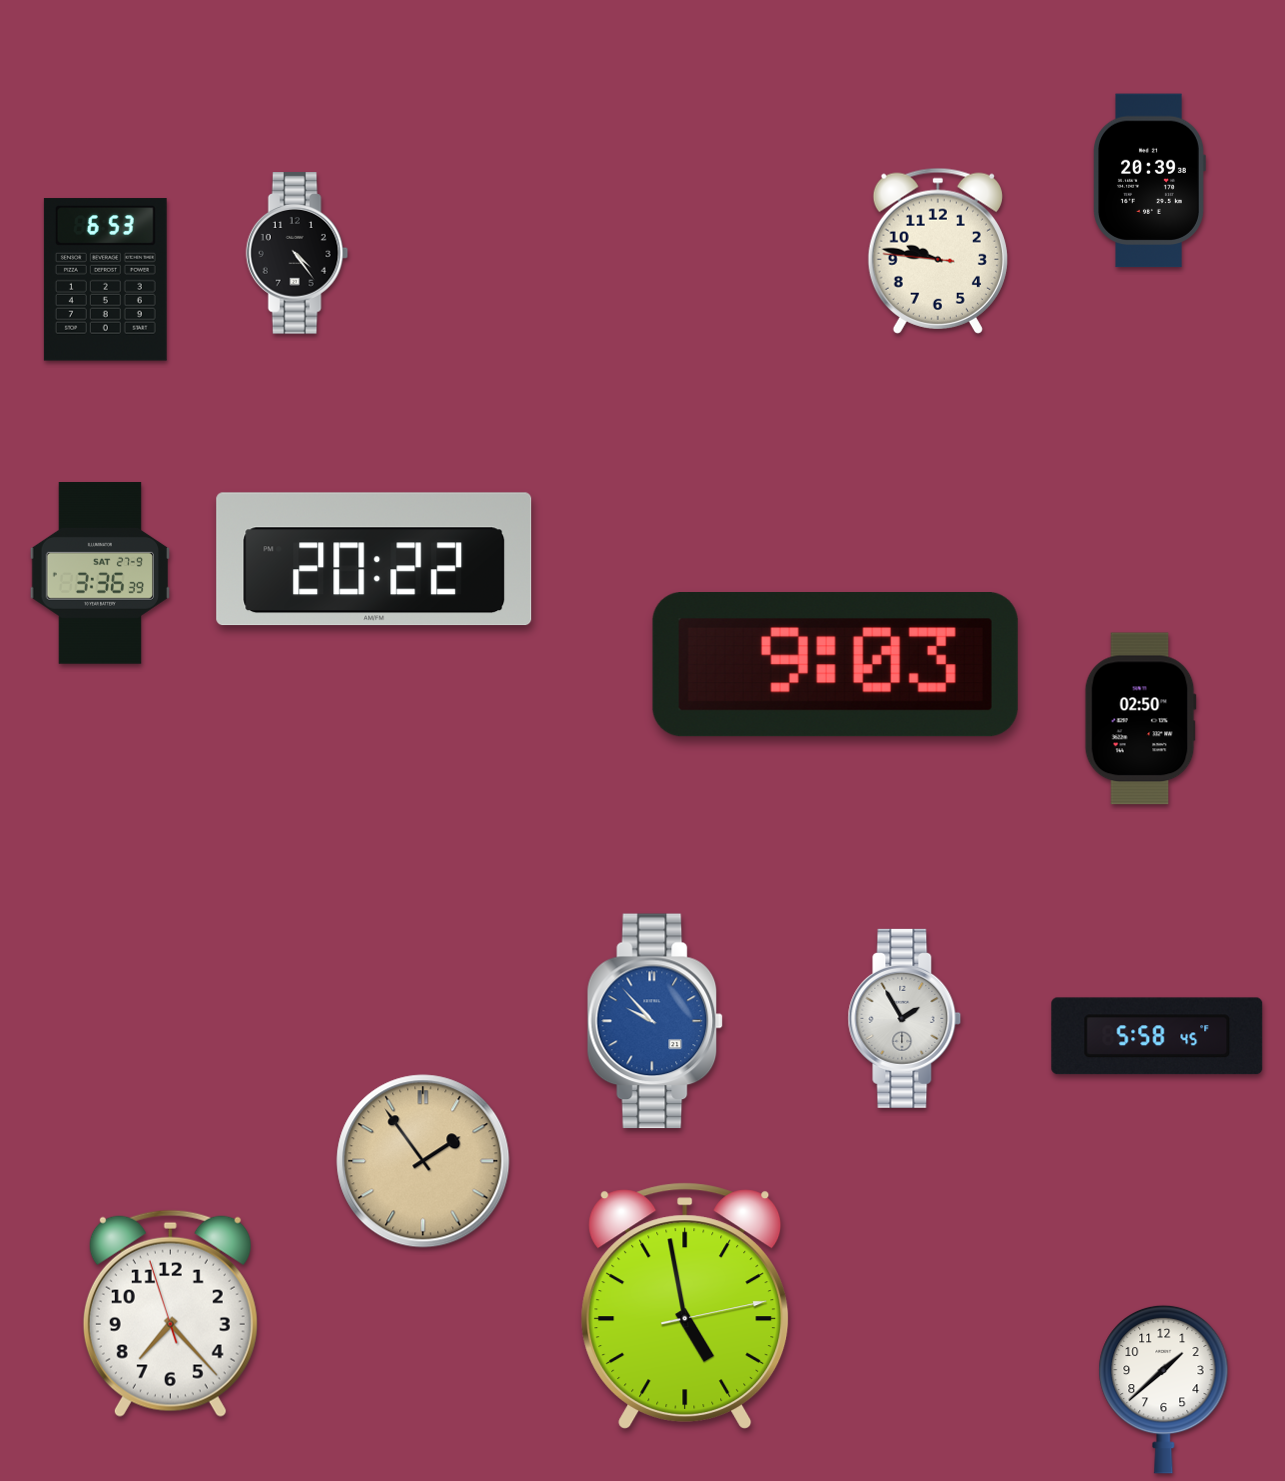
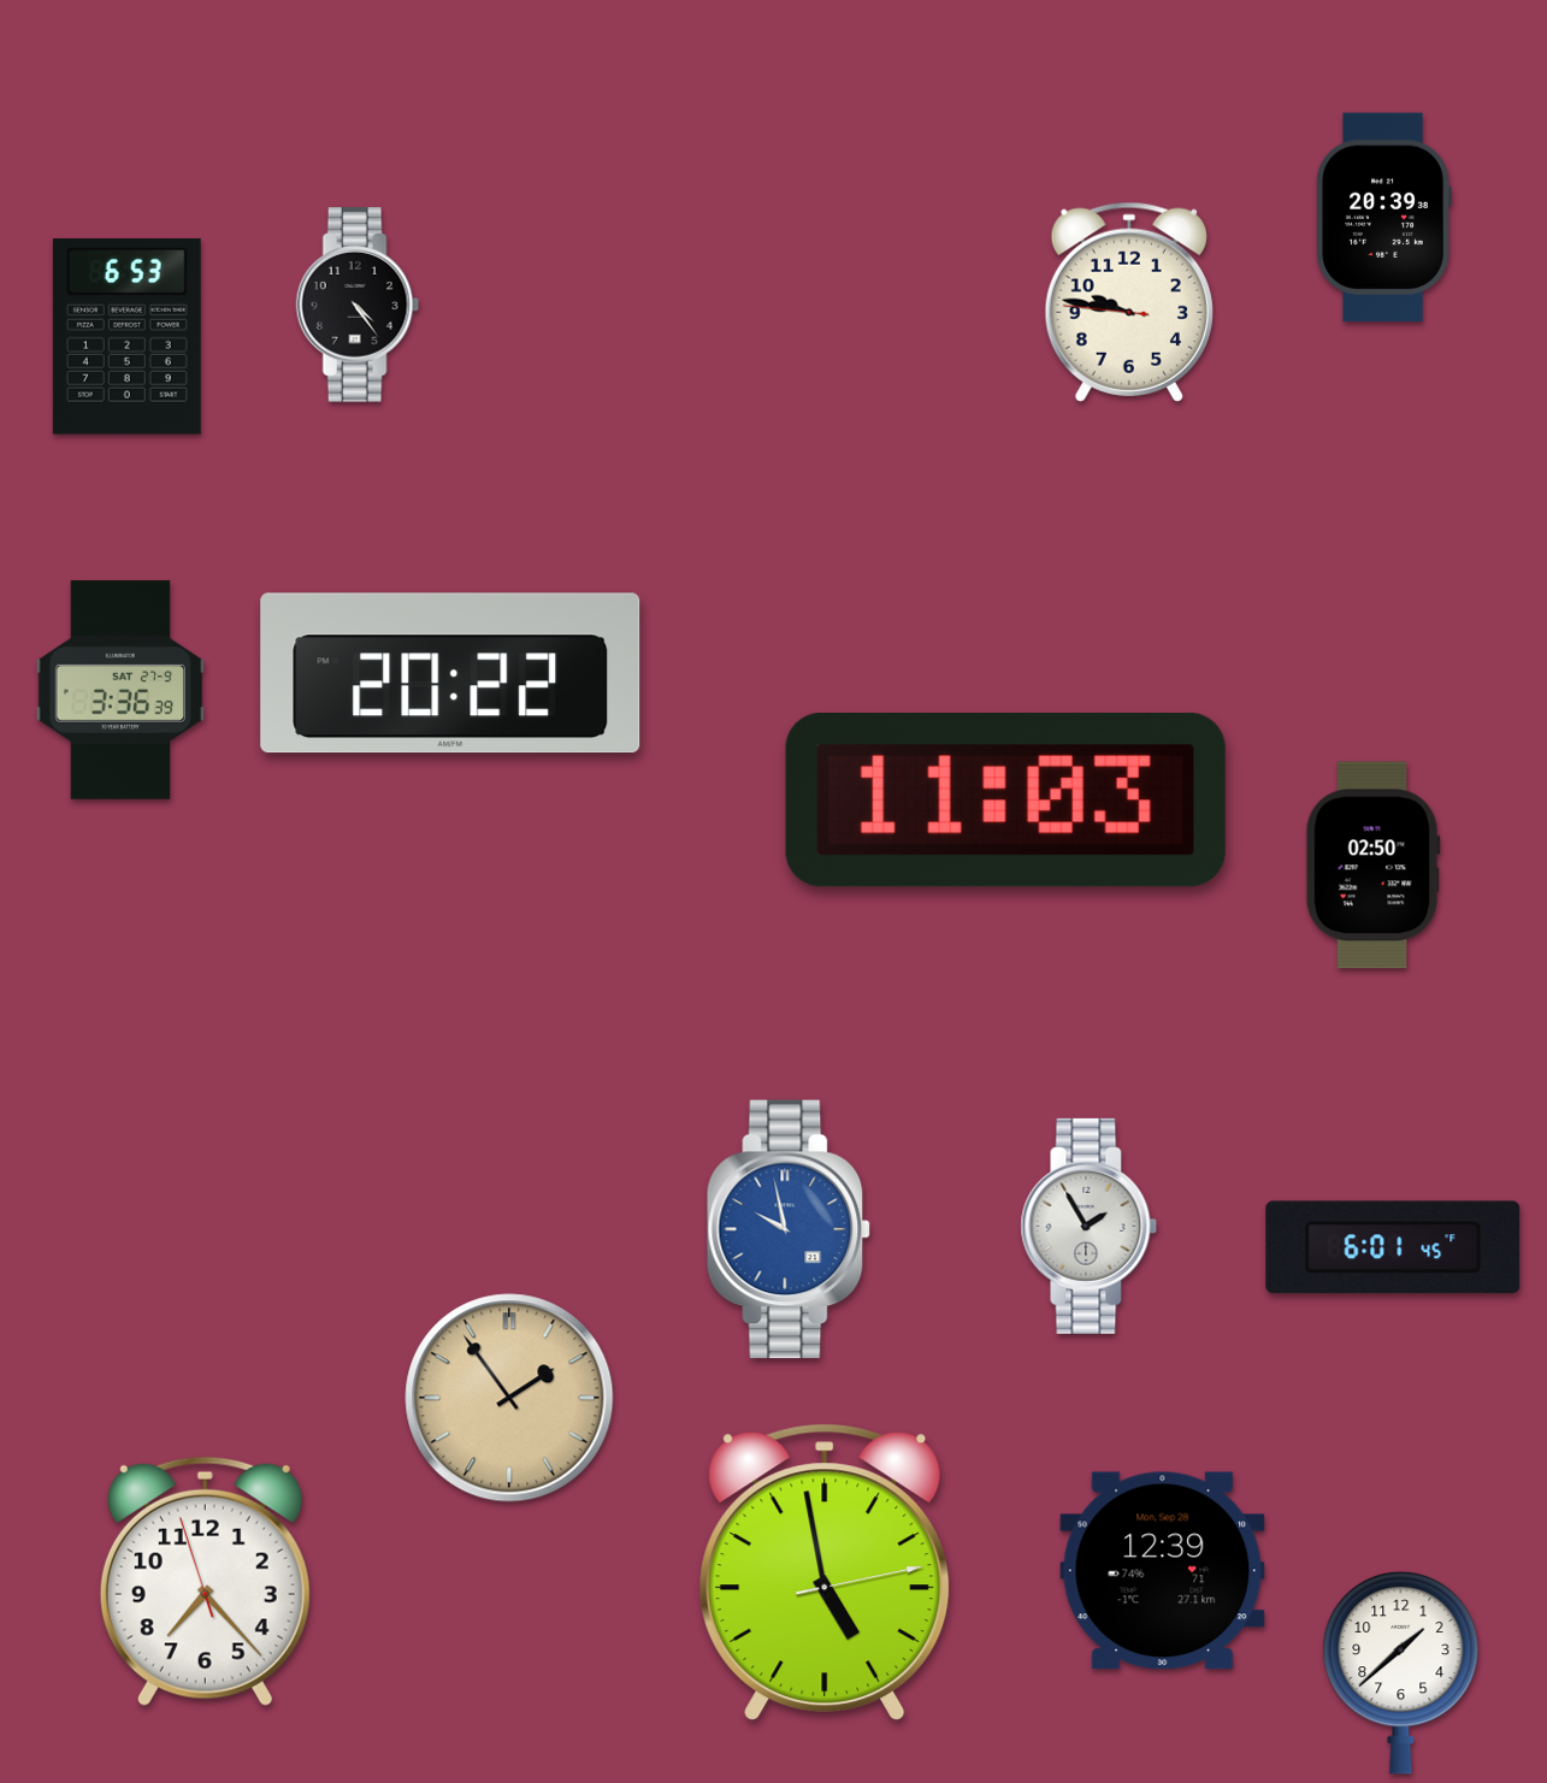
clock at (835, 665): 9:03 -> 11:03
clock at (655, 1021): 9:53 -> 9:58
clock at (1157, 1036): 5:58 -> 6:01
clock at (1163, 1571): none -> 12:39
